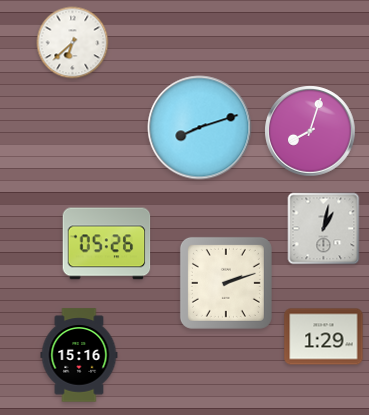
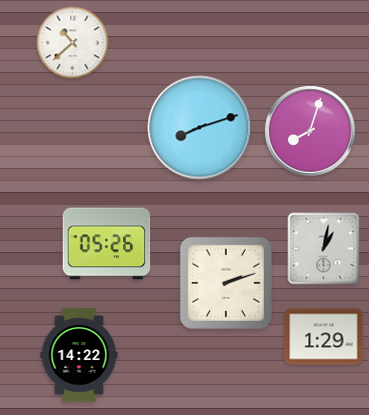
clock at (73, 43): 6:38 -> 10:38
clock at (324, 229) position: (324, 229) -> (324, 249)
clock at (79, 355): 15:16 -> 14:22
